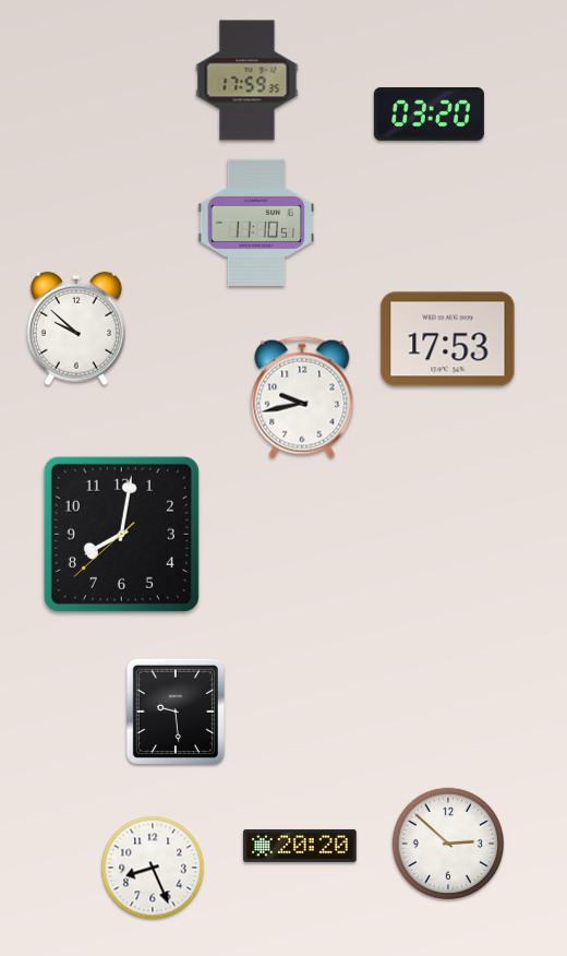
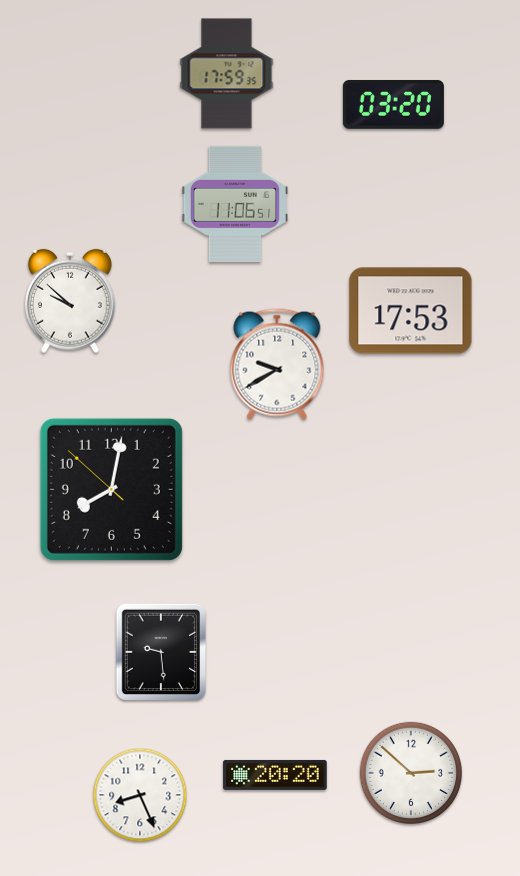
clock at (256, 223): 11:10 -> 11:06
clock at (302, 397): 9:43 -> 9:40
clock at (121, 534): 8:01:38 -> 8:01:52
